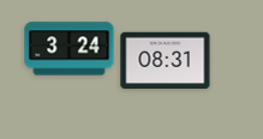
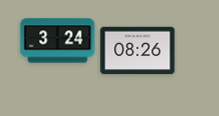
clock at (166, 61): 08:31 -> 08:26
